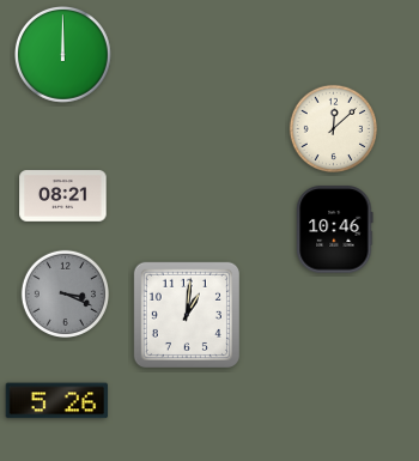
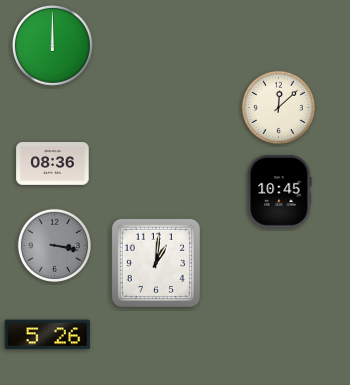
clock at (63, 196): 08:21 -> 08:36
clock at (335, 230): 10:46 -> 10:45
clock at (65, 293): 3:19 -> 3:17
